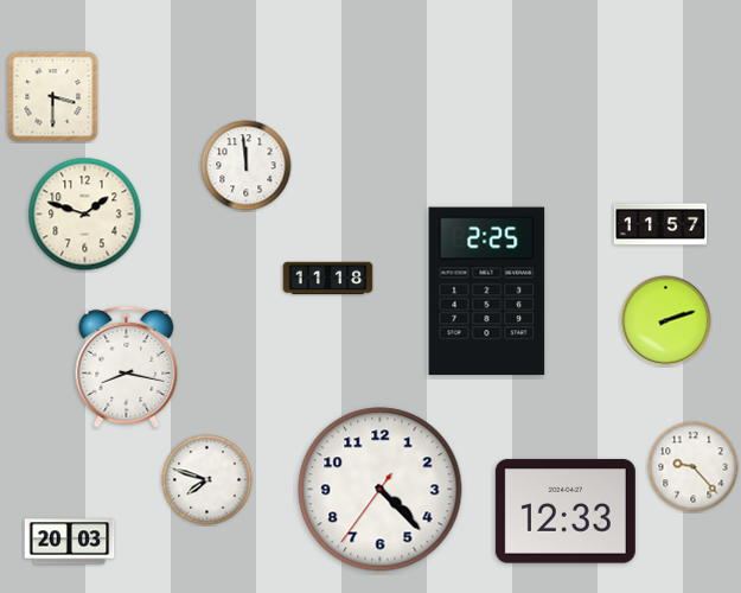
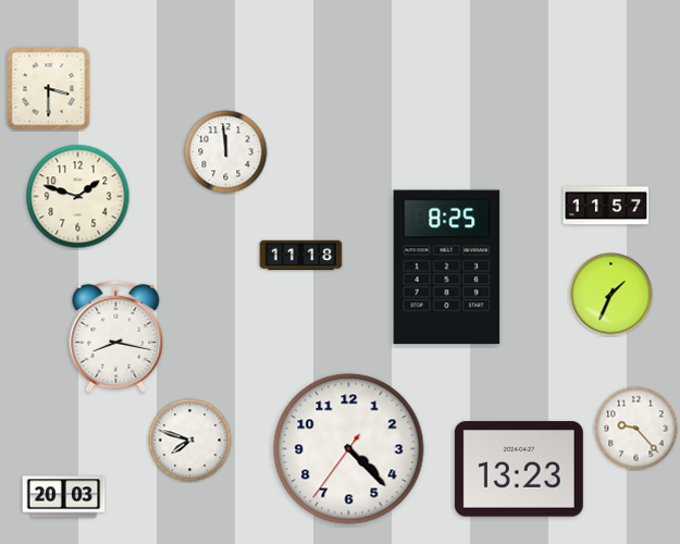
clock at (487, 292): 2:25 -> 8:25
clock at (666, 321): 2:12 -> 1:34
clock at (566, 511): 12:33 -> 13:23
